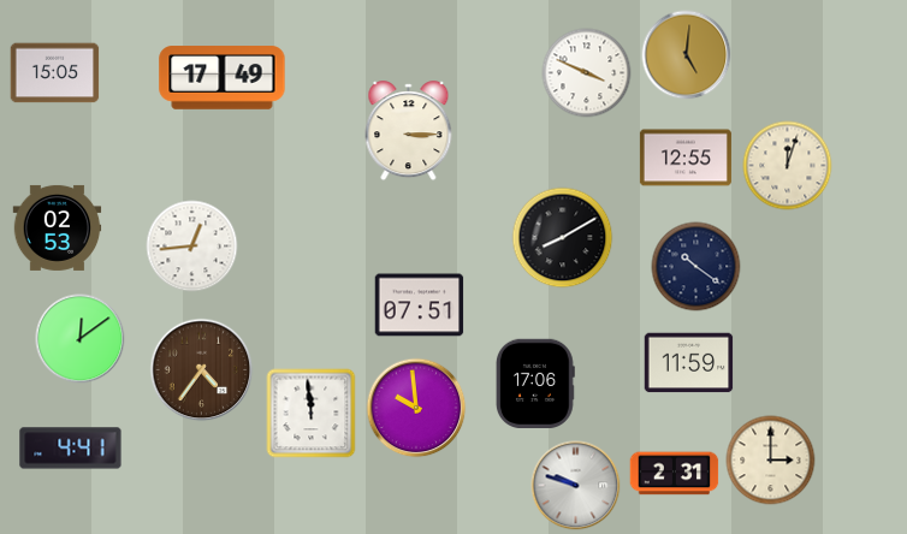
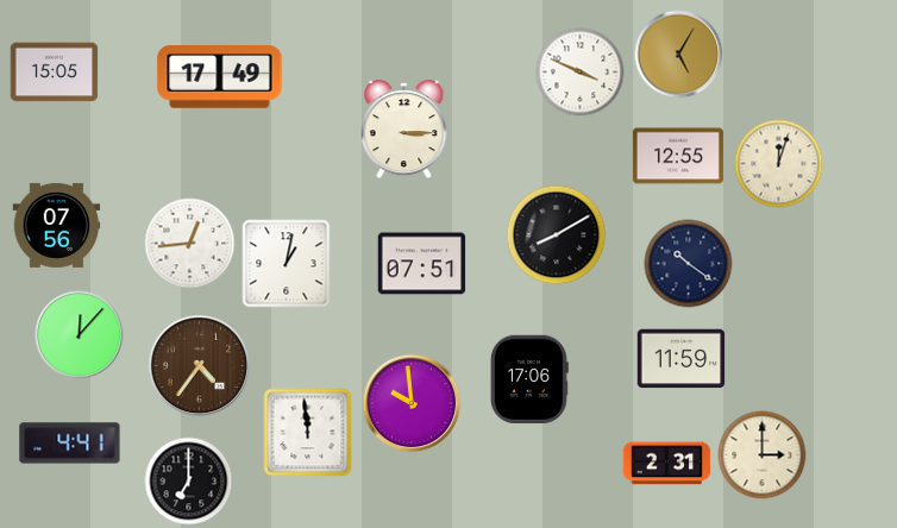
clock at (687, 55): 5:01 -> 5:05
clock at (58, 227): 02:53 -> 07:56
clock at (287, 264): none -> 1:02
clock at (420, 305) position: (420, 305) -> (422, 264)
clock at (81, 339): 12:09 -> 12:07
clock at (312, 414) position: (312, 414) -> (308, 433)
clock at (675, 474) position: (675, 474) -> (667, 464)
clock at (576, 486): 9:48 -> none
clock at (189, 482): none -> 7:00
